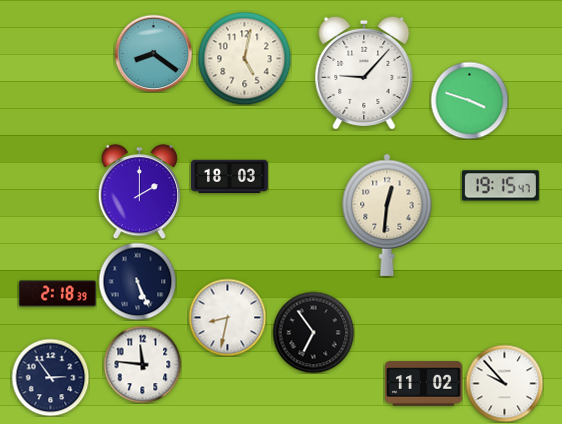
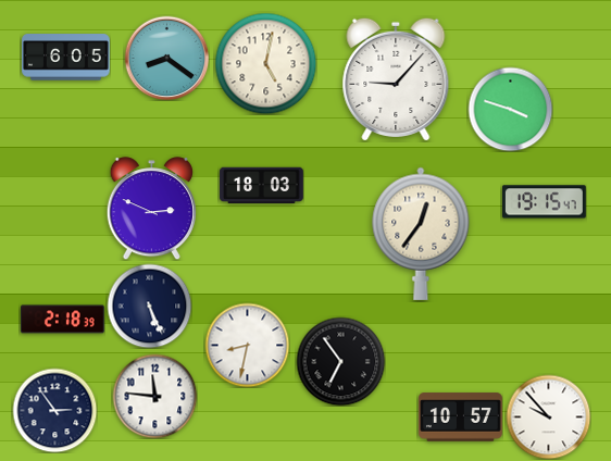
clock at (66, 58): none -> 6:05
clock at (230, 177) position: (230, 177) -> (262, 186)
clock at (139, 192): 2:00 -> 2:49
clock at (387, 215): 12:31 -> 12:36
clock at (424, 384): 11:02 -> 10:57
